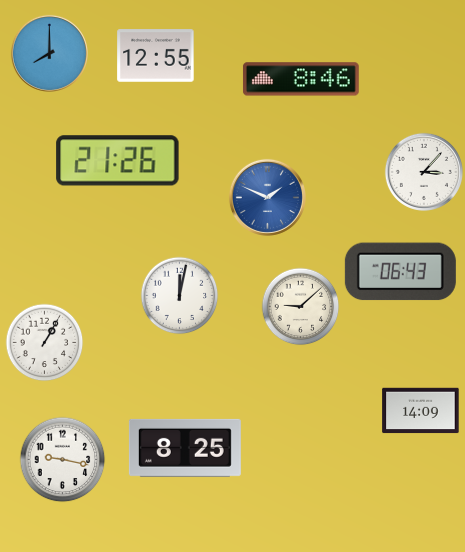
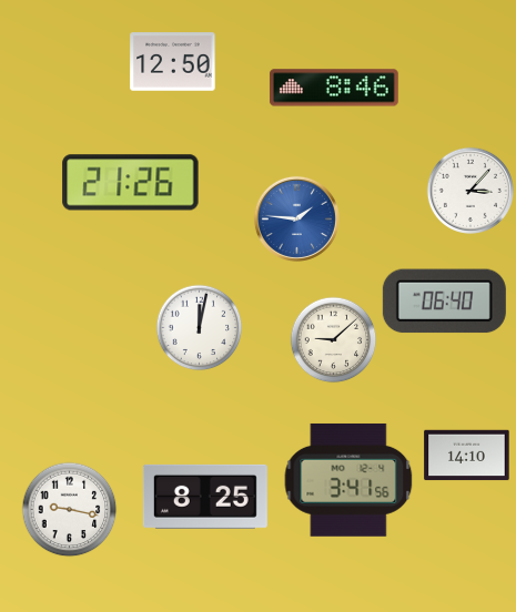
clock at (49, 53): 8:00 -> none
clock at (156, 56): 12:55 -> 12:50
clock at (118, 161) position: (118, 161) -> (131, 183)
clock at (267, 197): 1:49 -> 1:46
clock at (400, 272): 06:43 -> 06:40
clock at (44, 342): 1:05 -> none
clock at (421, 411): 14:09 -> 14:10
clock at (348, 480): none -> 3:41
